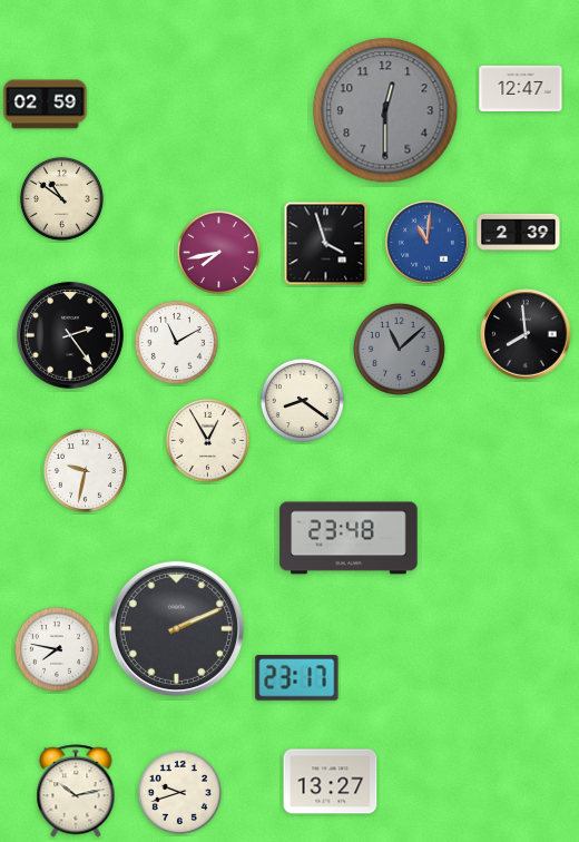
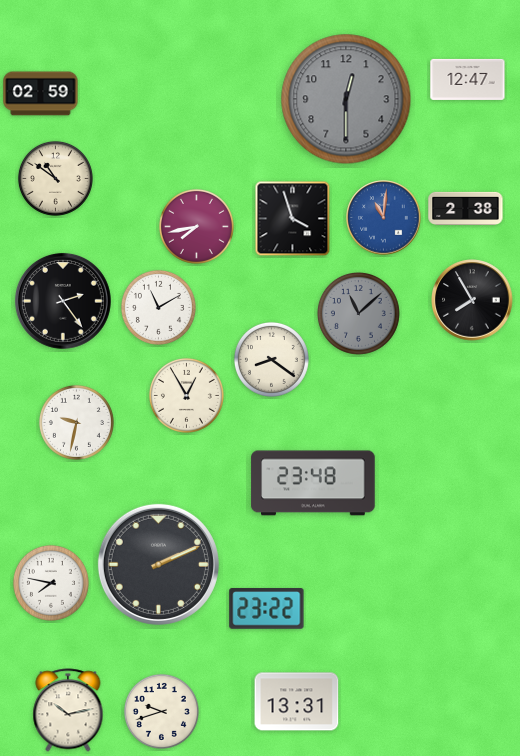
clock at (519, 232): 2:39 -> 2:38
clock at (526, 334): 7:59 -> 7:55
clock at (297, 678): 23:17 -> 23:22
clock at (331, 782): 13:27 -> 13:31
